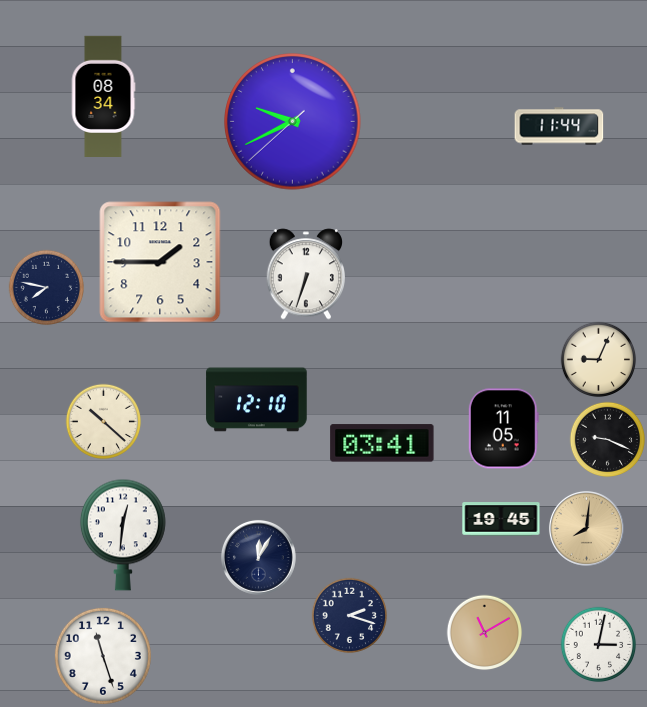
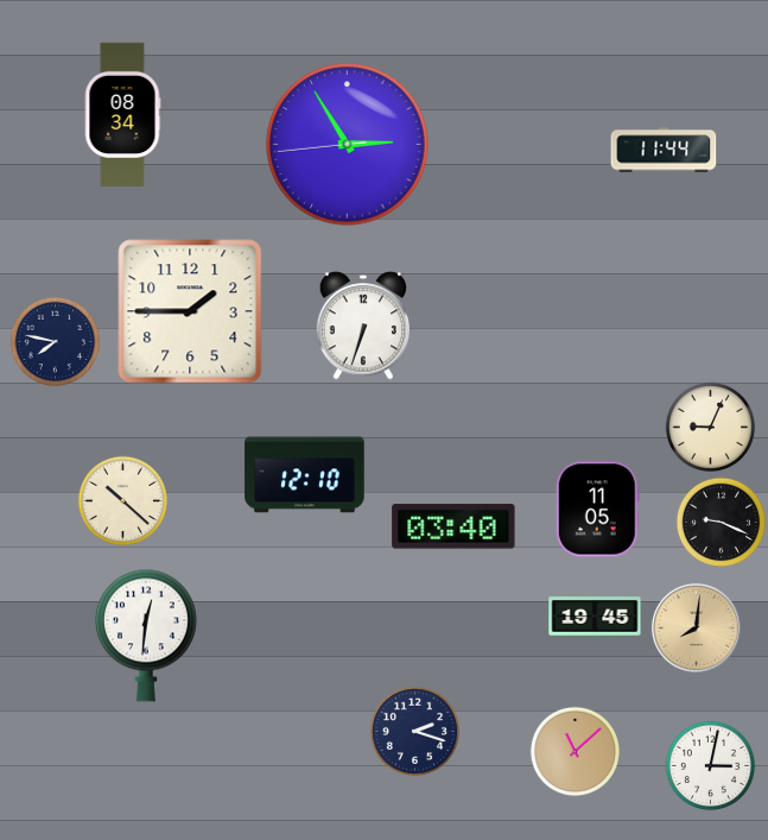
clock at (293, 122): 9:40 -> 2:54
clock at (382, 443): 03:41 -> 03:40
clock at (258, 557): 12:05 -> none
clock at (485, 633): 11:10 -> 11:08
clock at (103, 656): 11:27 -> none
